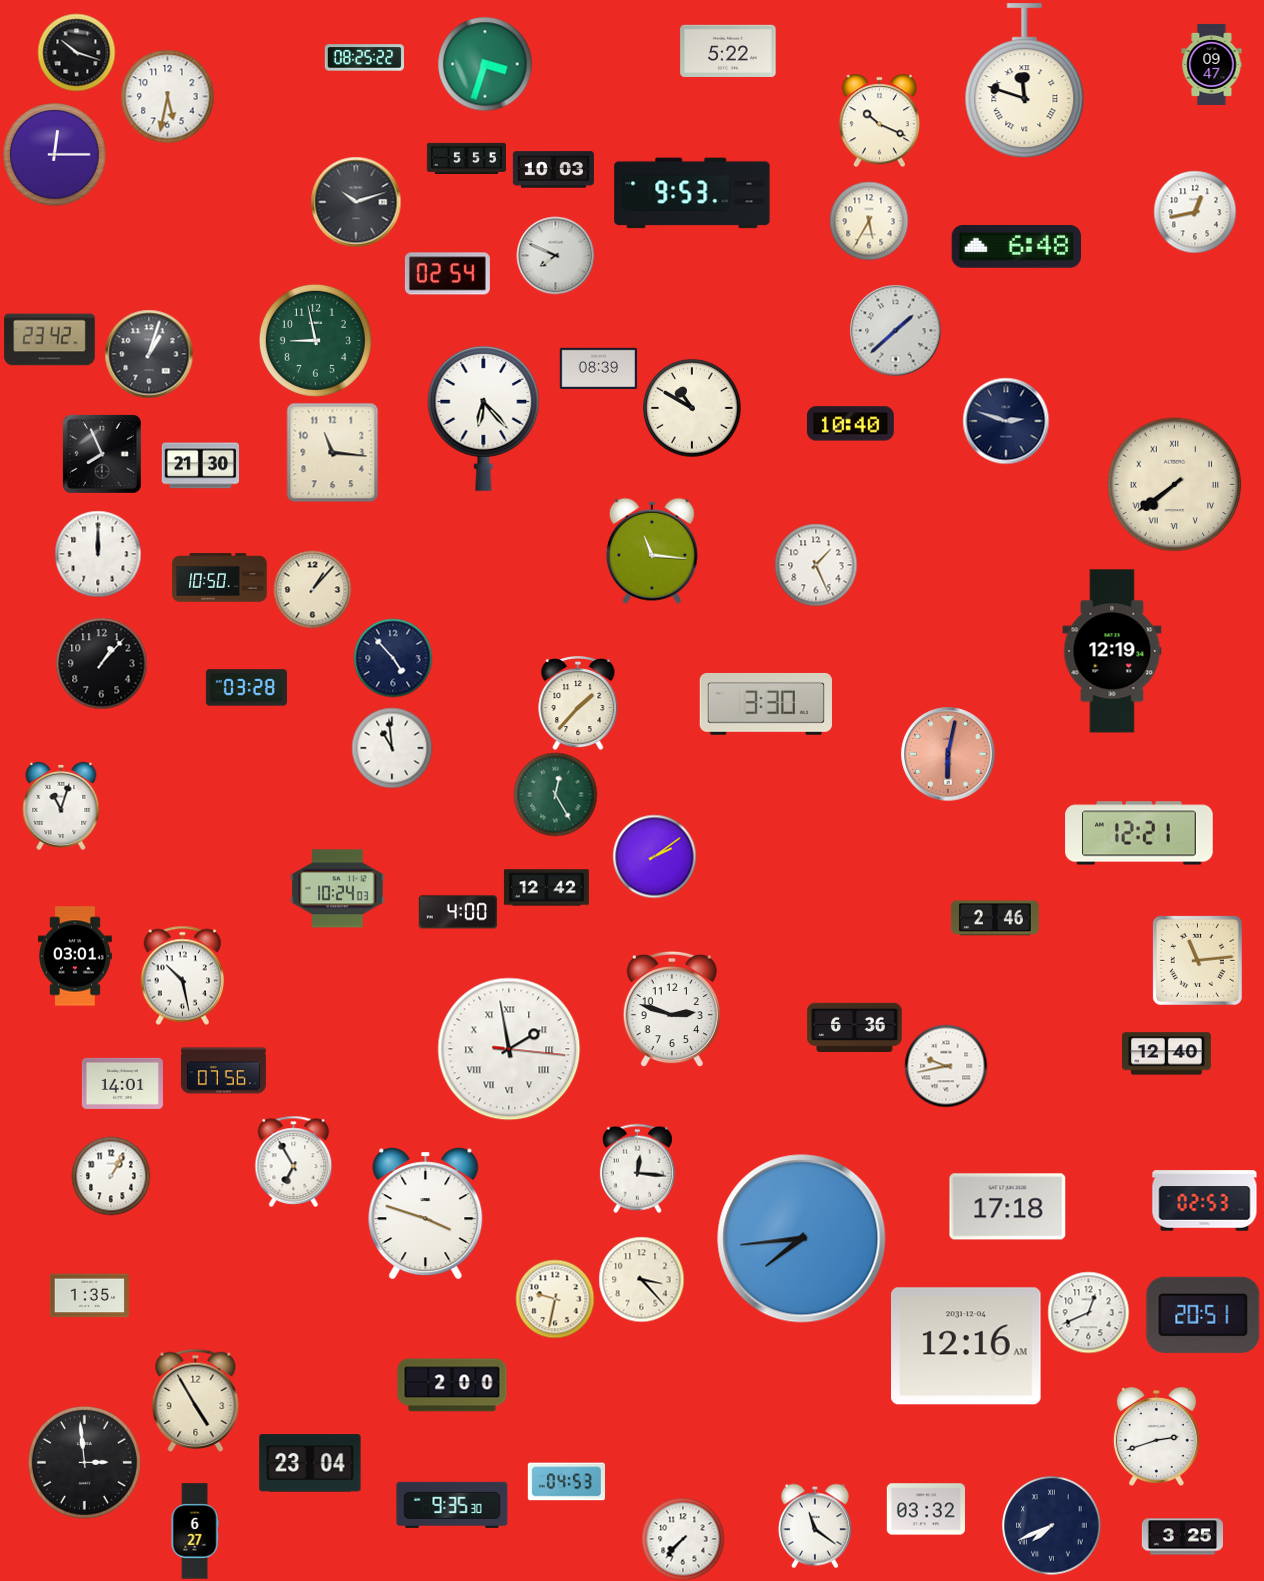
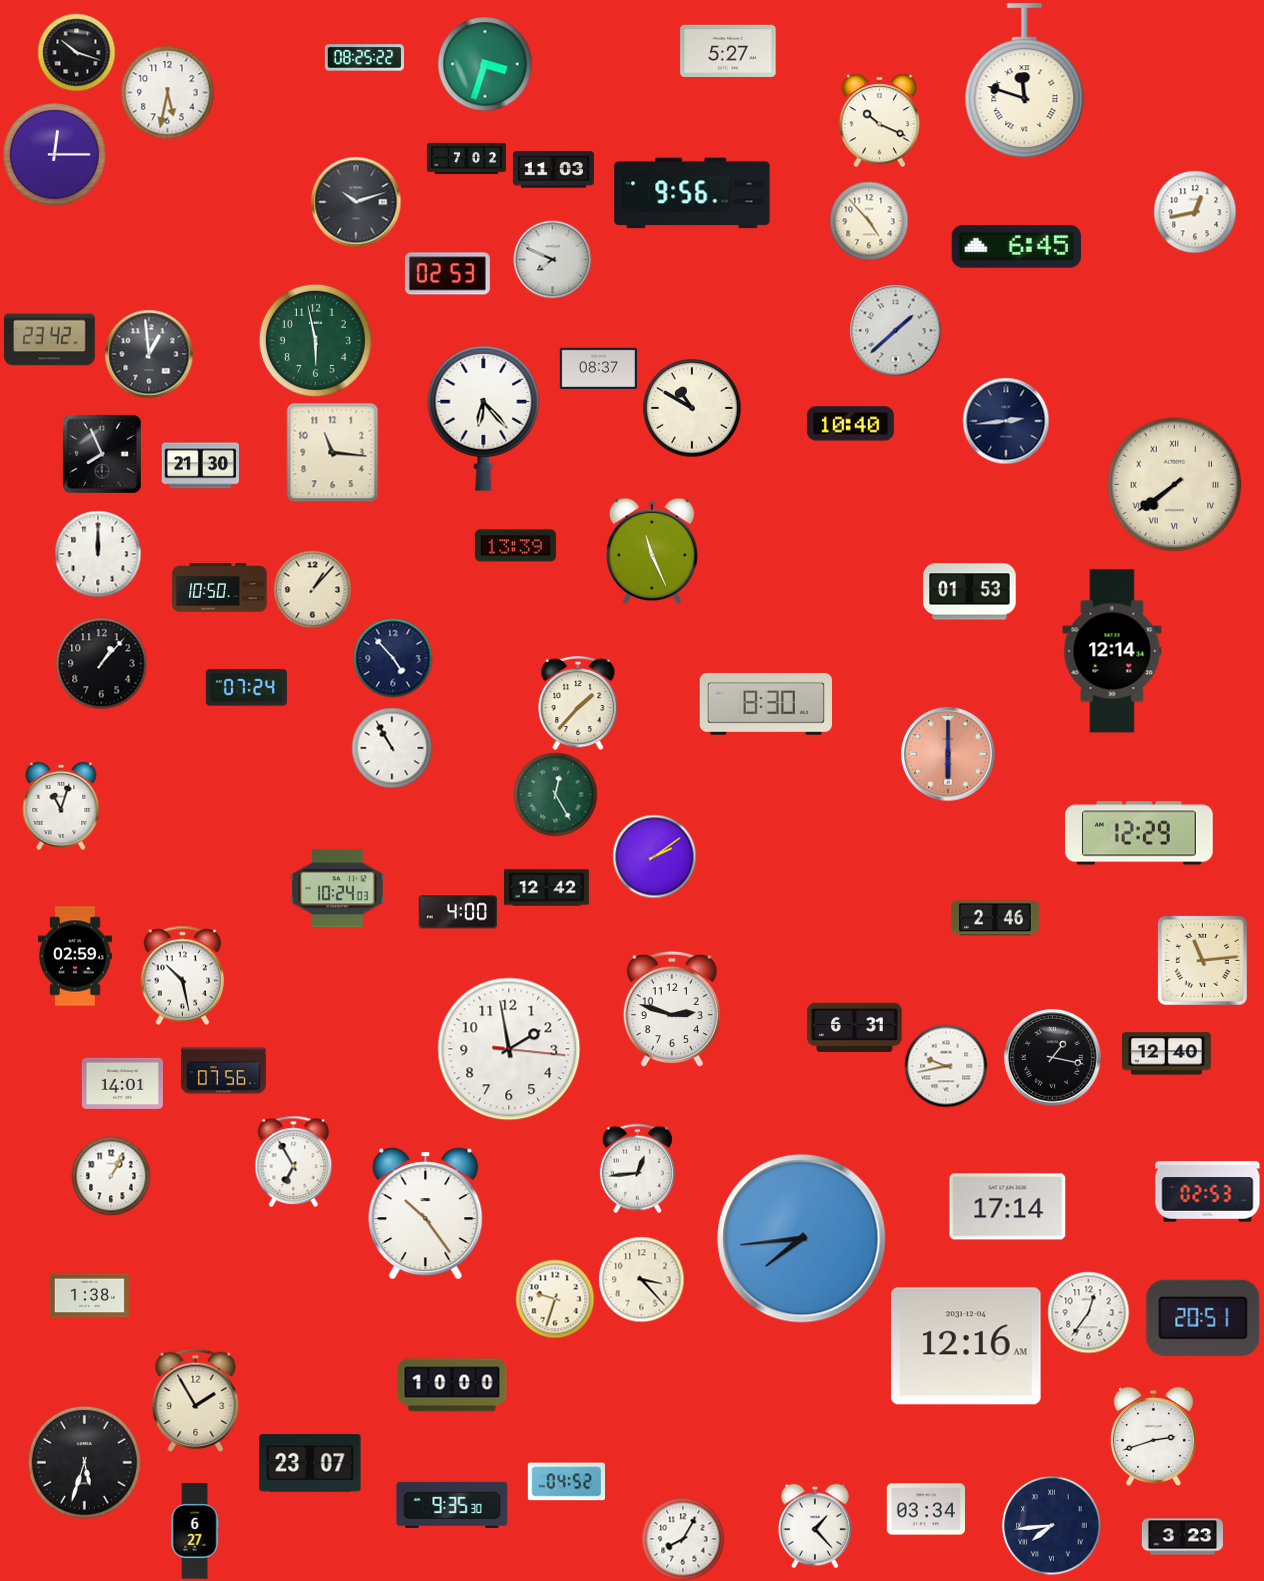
clock at (728, 51): 5:22 -> 5:27
clock at (1212, 64): 09:47 -> none
clock at (167, 96) position: (167, 96) -> (167, 92)
clock at (466, 158): 5:55 -> 7:02
clock at (553, 170): 10:03 -> 11:03
clock at (692, 193): 9:53 -> 9:56
clock at (869, 221): 5:35 -> 4:53
clock at (1016, 247): 6:48 -> 6:45
clock at (555, 255) position: (555, 255) -> (552, 259)
clock at (447, 274): 02:54 -> 02:53
clock at (315, 340): 8:58 -> 5:58
clock at (149, 354): 1:03 -> 12:59
clock at (598, 368): 08:39 -> 08:37
clock at (1006, 421): 2:48 -> 2:44
clock at (515, 546): none -> 13:39
clock at (652, 551): 11:16 -> 11:26
clock at (816, 565): 1:26 -> none
clock at (220, 578) position: (220, 578) -> (220, 588)
clock at (970, 592): none -> 01:53
clock at (1112, 651): 12:19 -> 12:14
clock at (246, 688): 03:28 -> 07:24
clock at (766, 704): 3:30 -> 8:30
clock at (392, 748): 10:59 -> 10:55
clock at (948, 754): 6:02 -> 6:00
clock at (1139, 833): 12:21 -> 12:29
clock at (75, 956): 03:01 -> 02:59
clock at (1197, 960) position: (1197, 960) -> (1202, 960)
clock at (855, 1027): 6:36 -> 6:31
clock at (509, 1049) numerals: Roman -> Arabic
clock at (1053, 1058): none -> 1:17
clock at (637, 1168): 12:16 -> 12:44
clock at (1205, 1201) position: (1205, 1201) -> (1208, 1192)
clock at (1008, 1207): 17:18 -> 17:14
clock at (426, 1214): 3:48 -> 10:24
clock at (89, 1296): 1:35 -> 1:38
clock at (555, 1299): 9:32 -> 9:33
clock at (1088, 1312): 12:41 -> 12:36
clock at (1203, 1315) position: (1203, 1315) -> (1203, 1318)
clock at (452, 1385): 2:00 -> 10:00
clock at (196, 1400): 4:55 -> 1:55
clock at (1156, 1437) position: (1156, 1437) -> (1153, 1437)
clock at (84, 1462): 2:59 -> 5:33
clock at (310, 1463): 23:04 -> 23:07
clock at (566, 1482): 04:53 -> 04:52
clock at (925, 1509): 03:32 -> 03:34
clock at (815, 1526): 11:21 -> 1:23
clock at (1052, 1526): 7:41 -> 7:44
clock at (1182, 1537): 3:25 -> 3:23
clock at (683, 1539): 7:37 -> 8:05
